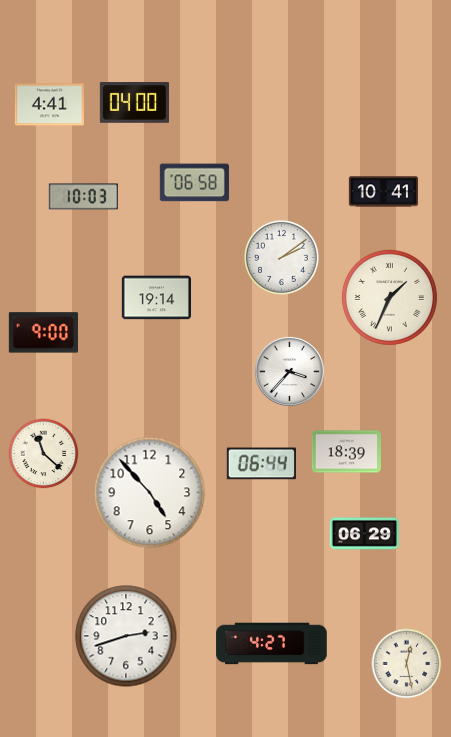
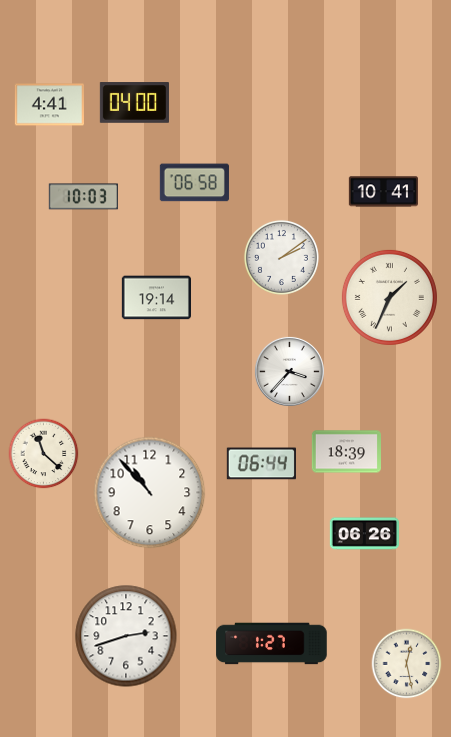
clock at (43, 333): 9:00 -> none
clock at (150, 493): 4:53 -> 10:53
clock at (364, 534): 06:29 -> 06:26
clock at (272, 644): 4:27 -> 1:27
